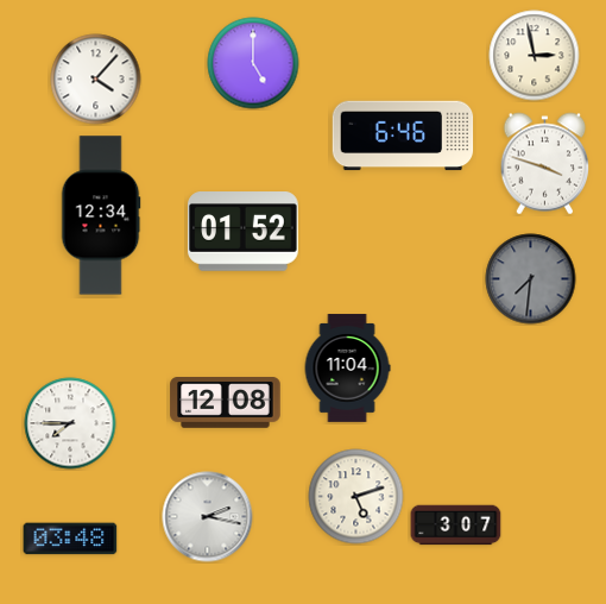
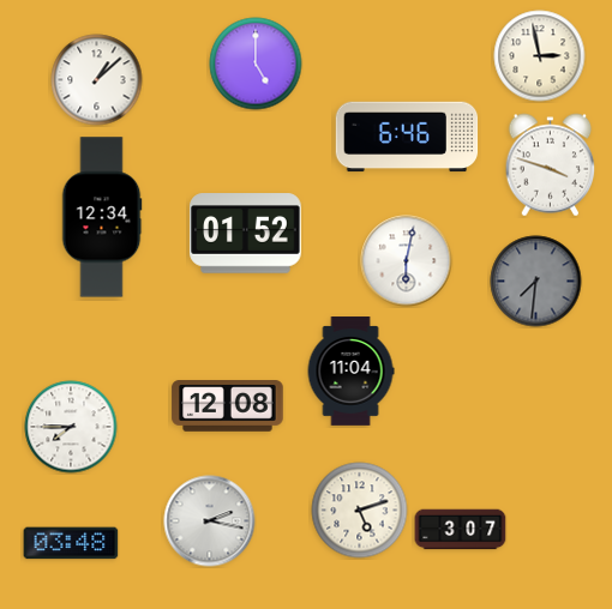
clock at (96, 80): 4:07 -> 1:08
clock at (407, 261): none -> 6:02
clock at (356, 497) position: (356, 497) -> (360, 511)
